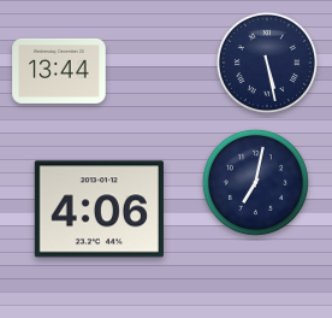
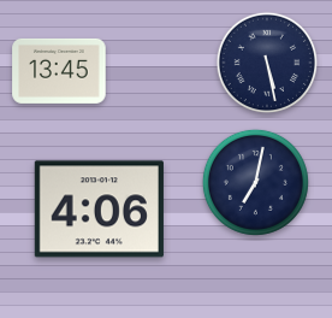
clock at (59, 71): 13:44 -> 13:45
